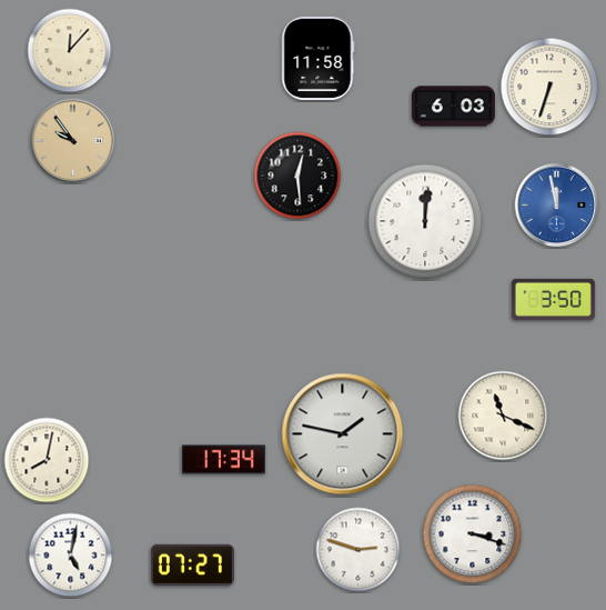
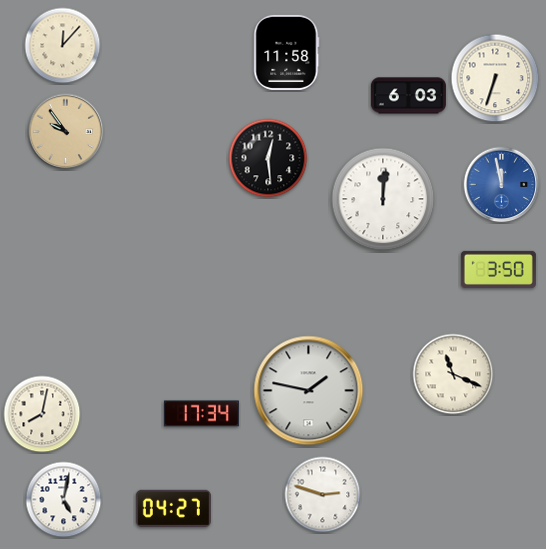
clock at (73, 141) position: (73, 141) -> (66, 132)
clock at (473, 534): 3:18 -> none
clock at (192, 564): 07:27 -> 04:27
